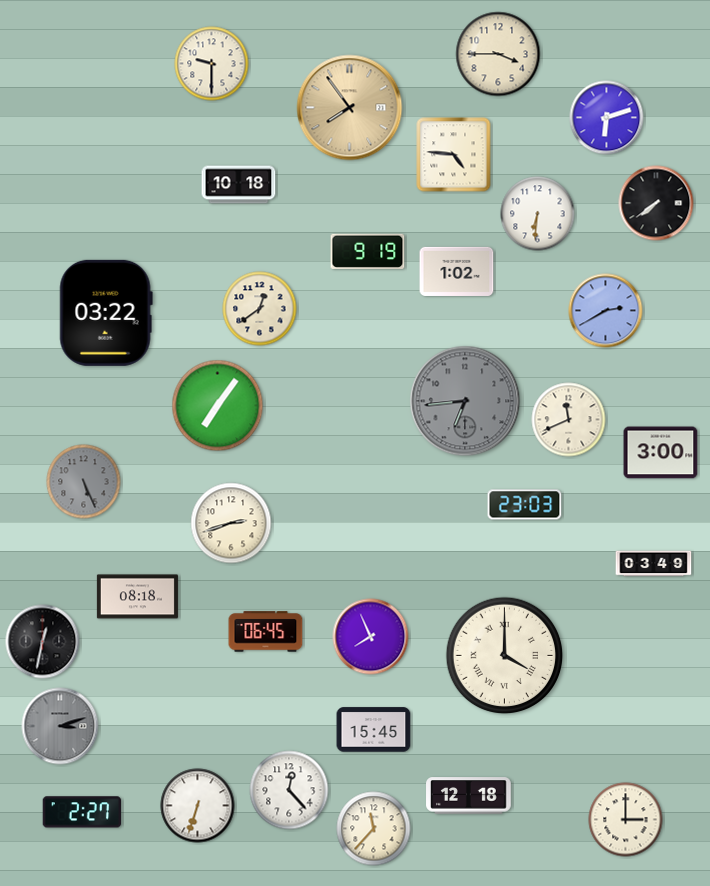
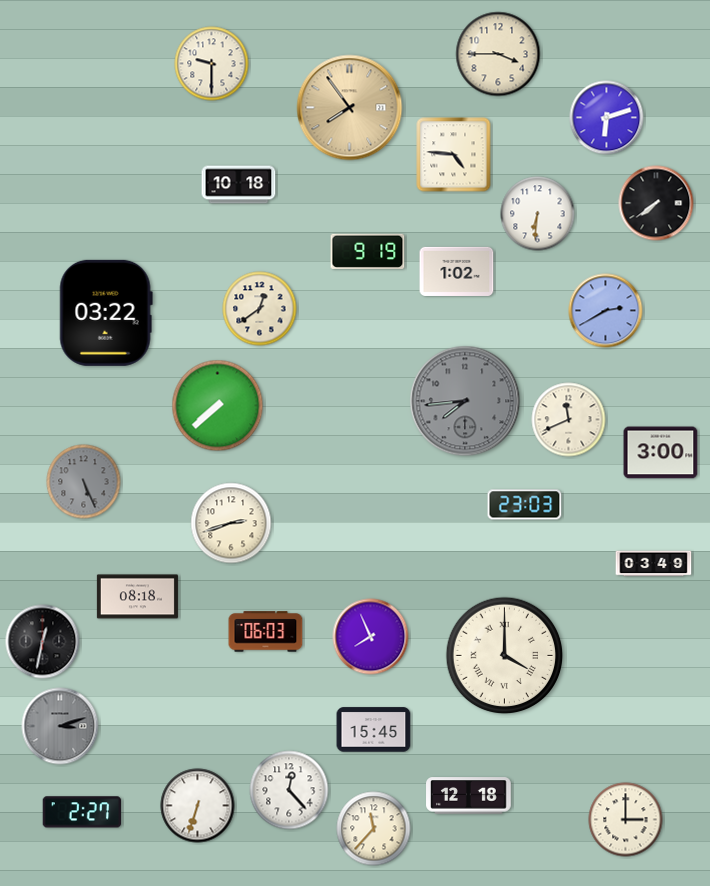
clock at (465, 401): 6:44 -> 7:44
clock at (218, 406): 7:06 -> 7:38
clock at (266, 632): 06:45 -> 06:03
